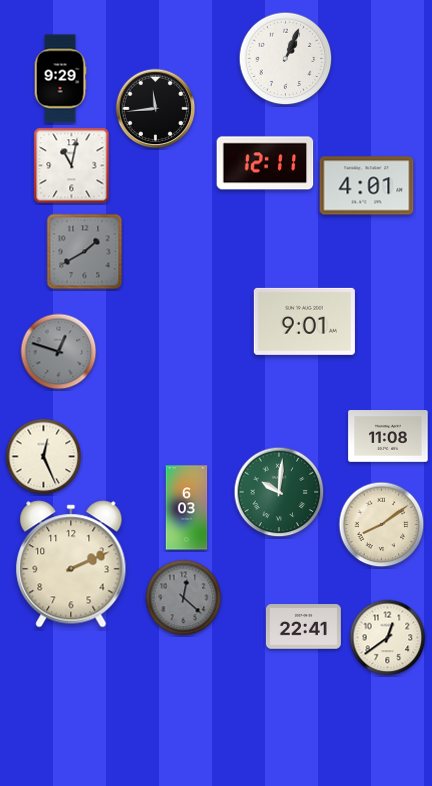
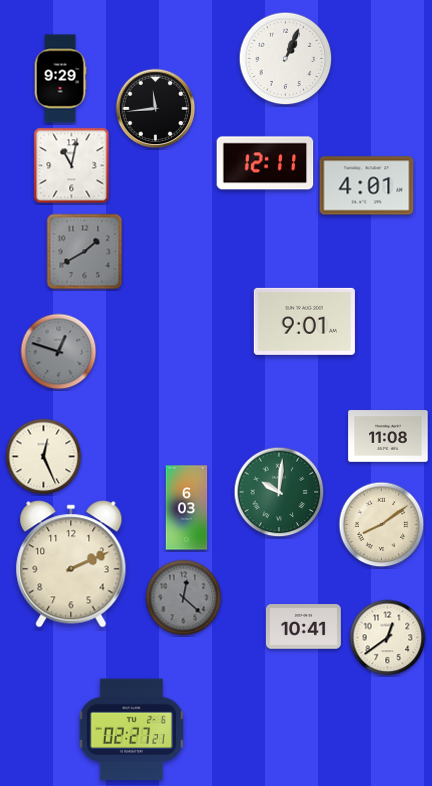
clock at (303, 627): 22:41 -> 10:41
clock at (132, 730): none -> 02:27
